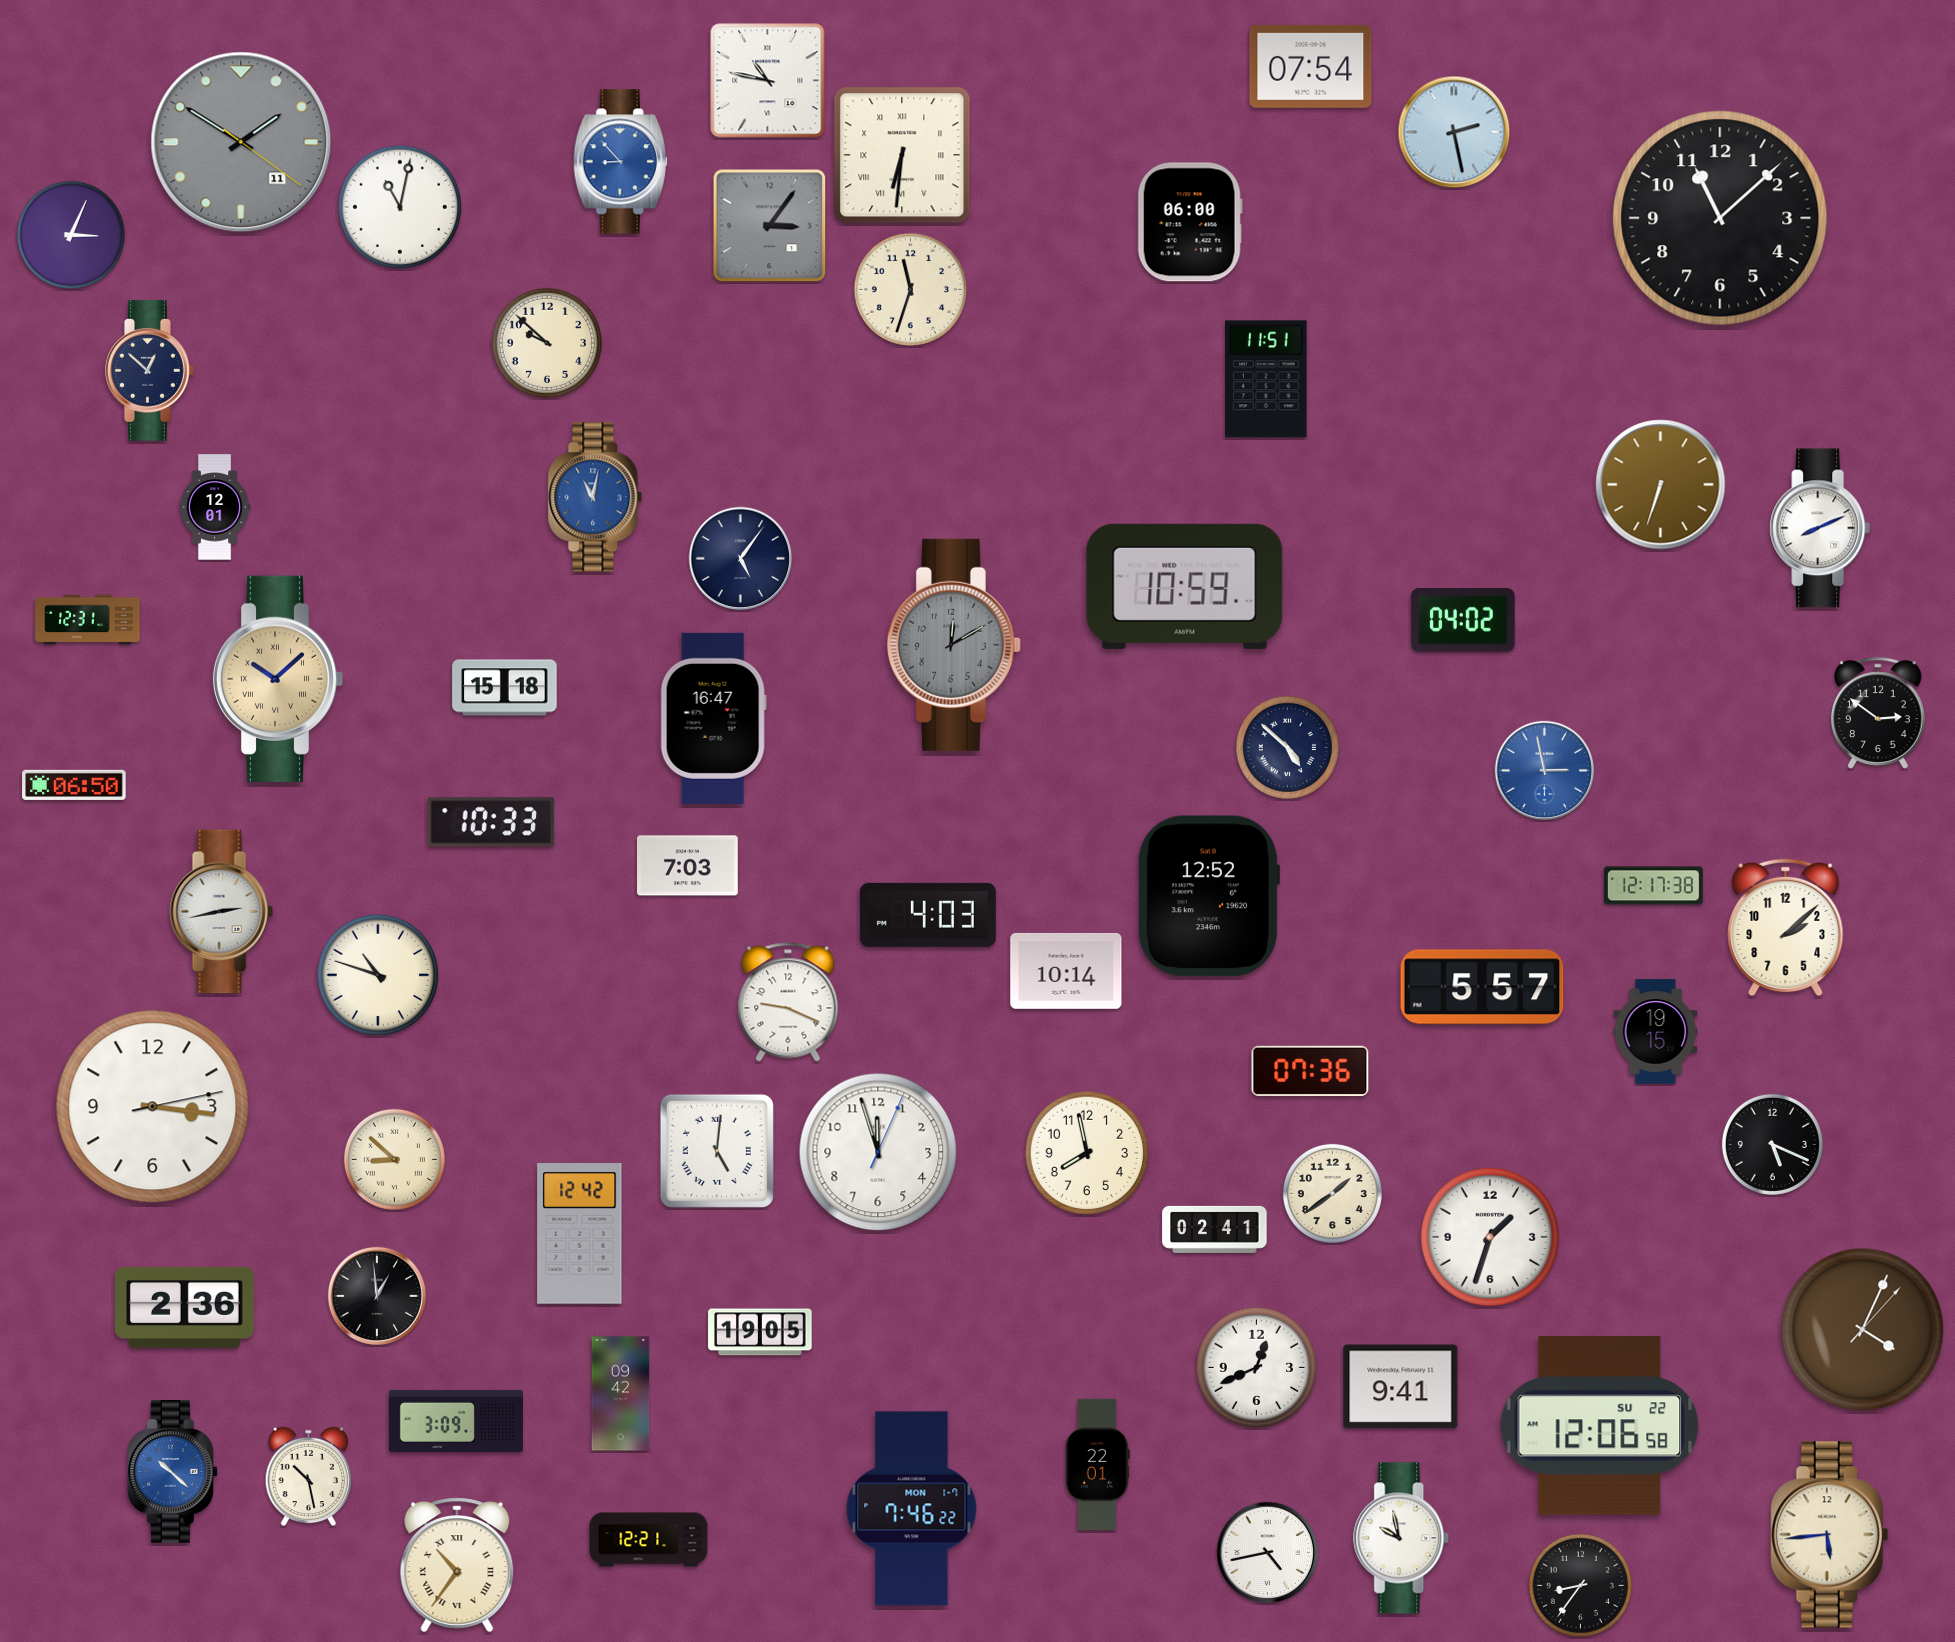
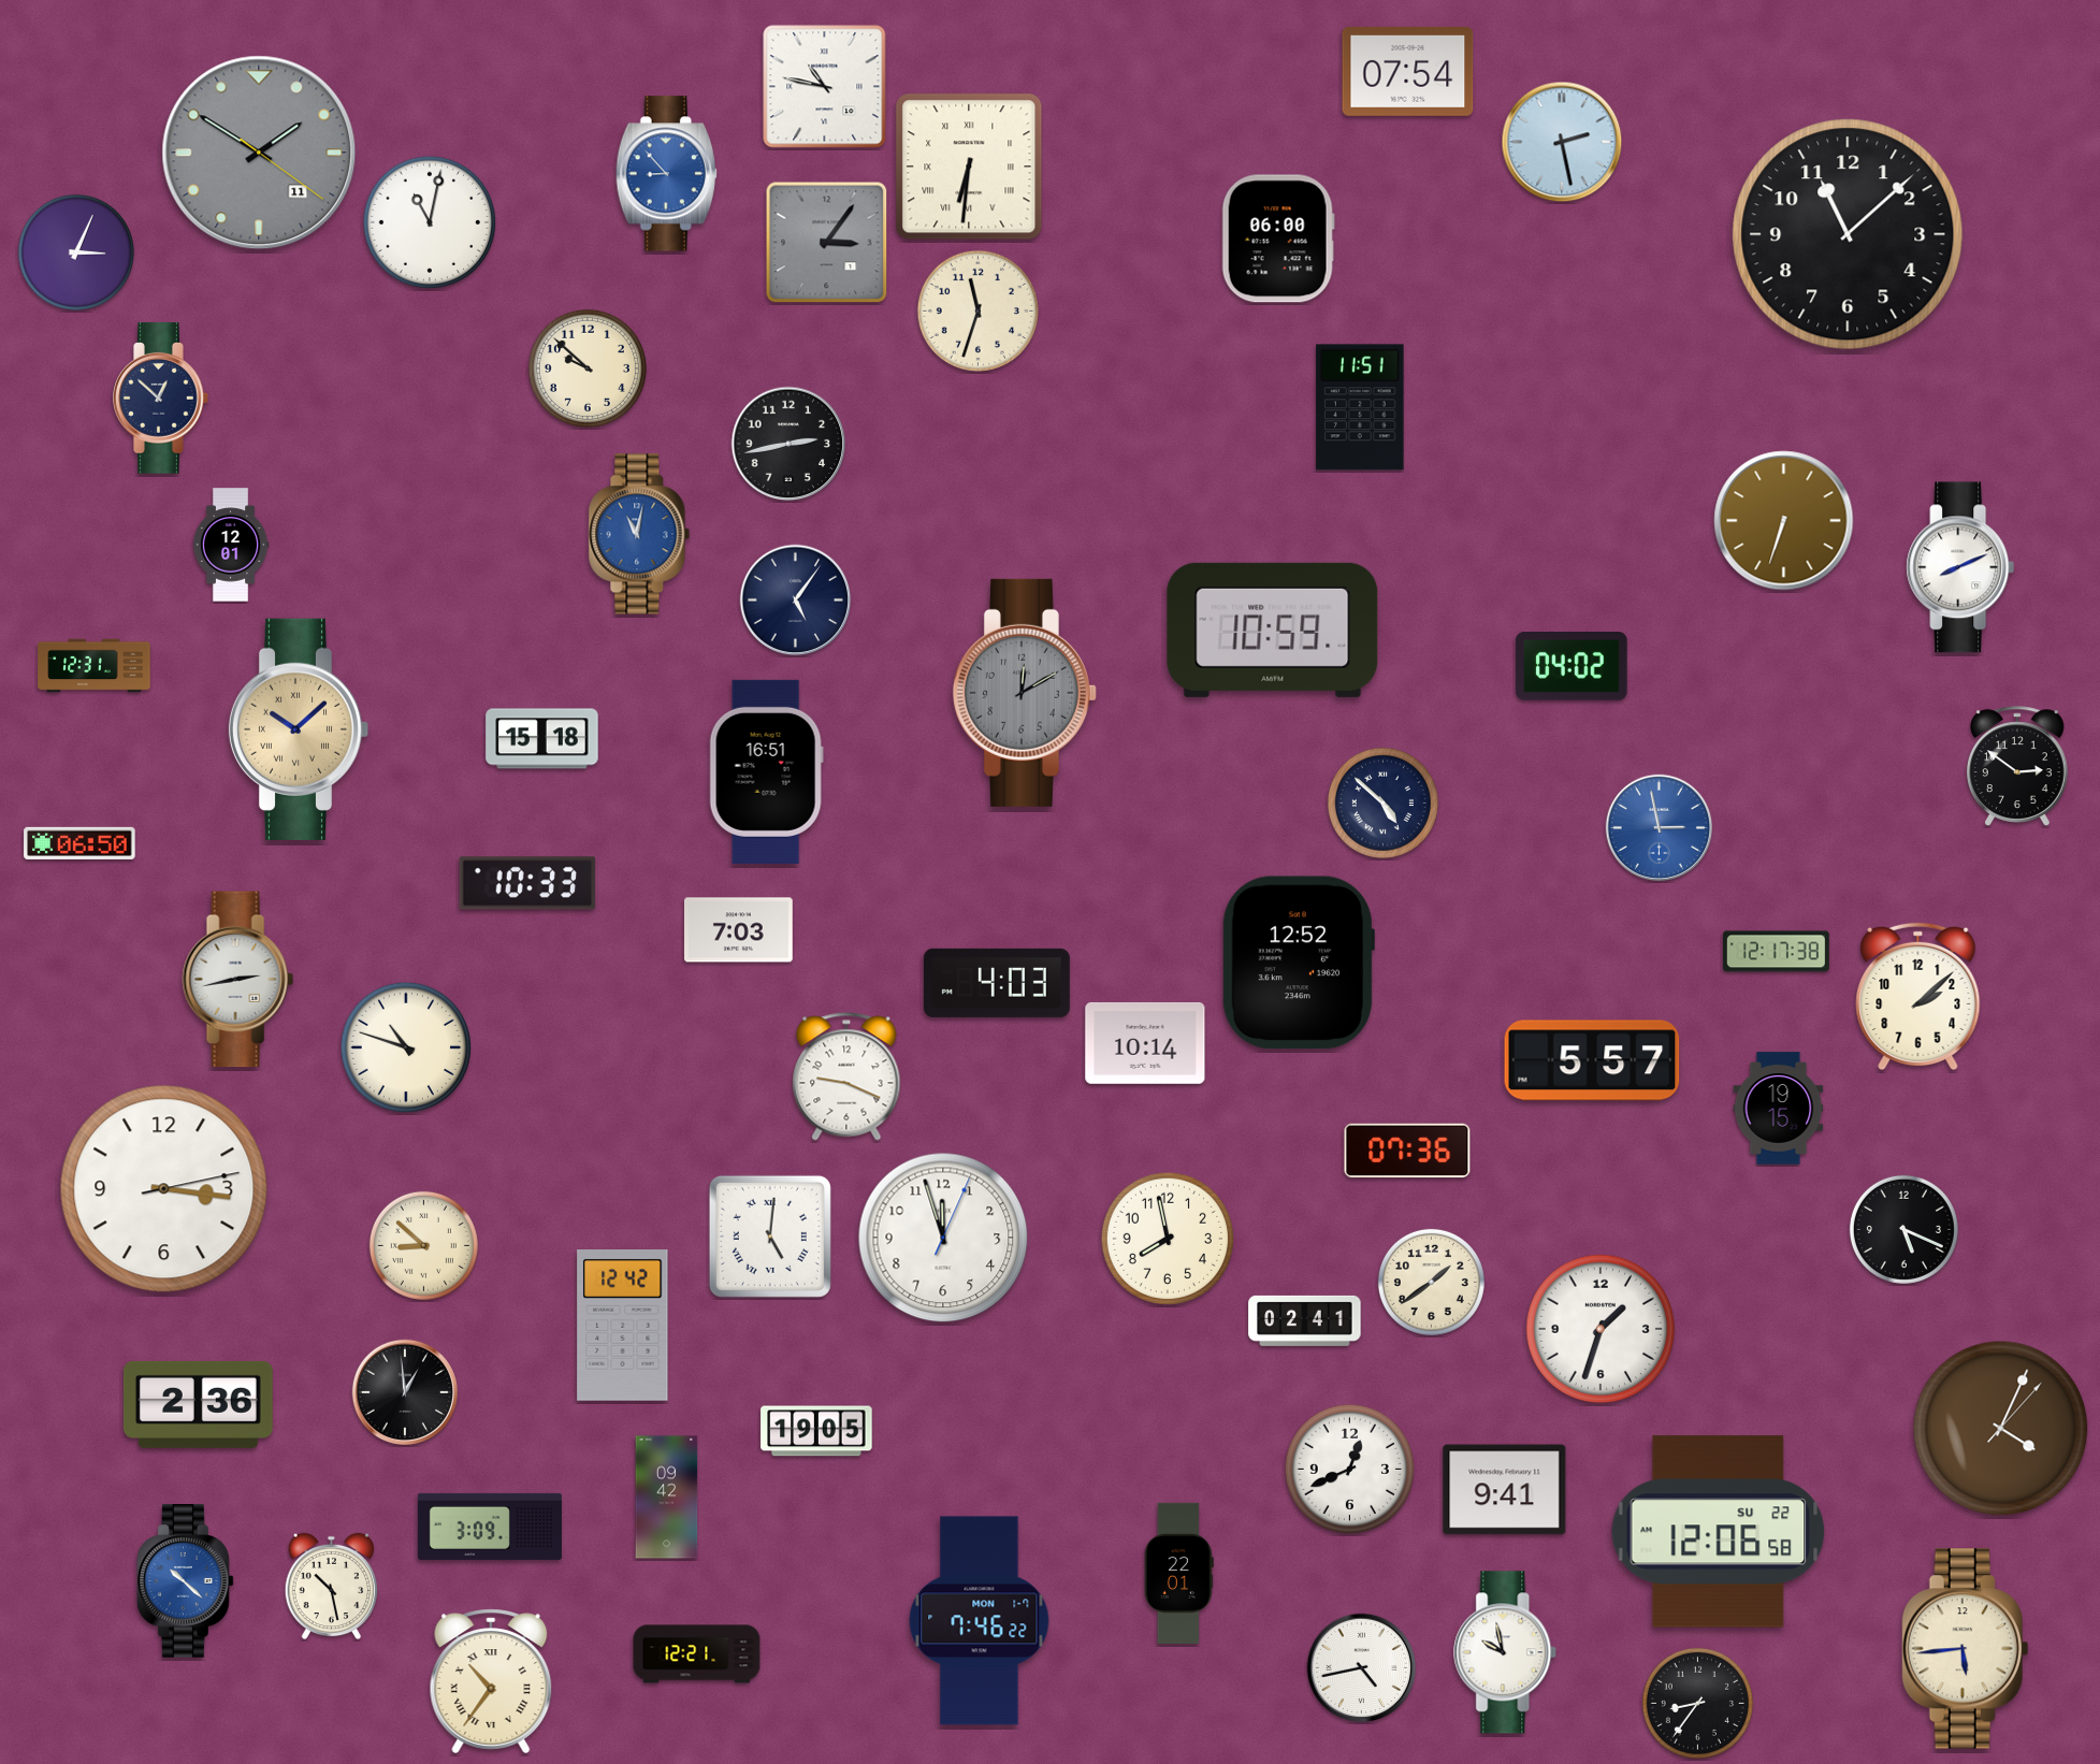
clock at (788, 444): none -> 2:43
clock at (1820, 528) position: (1820, 528) -> (1960, 567)
clock at (713, 718): 16:47 -> 16:51
